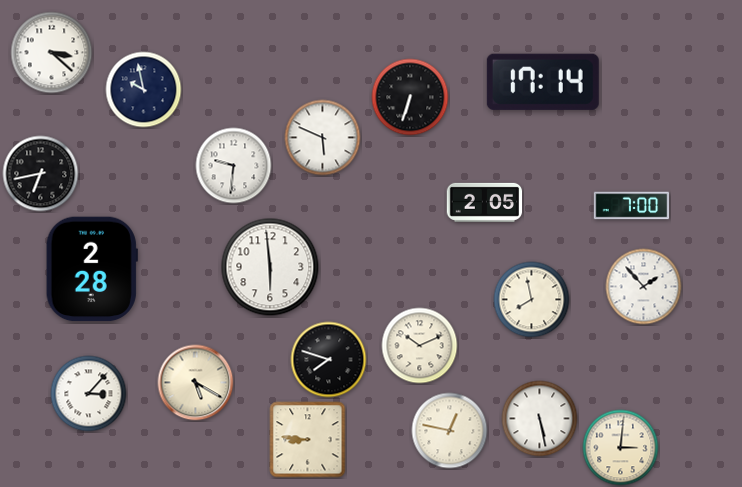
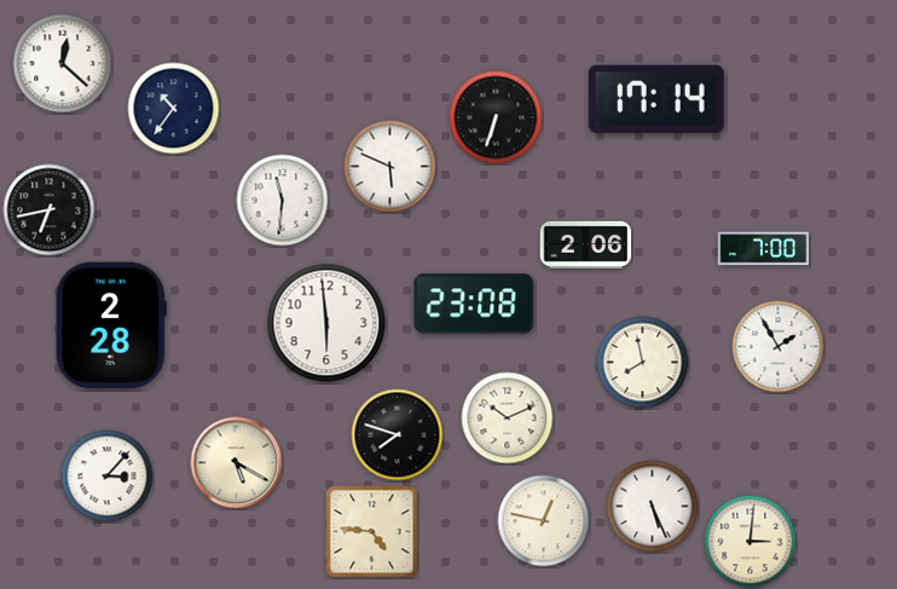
clock at (52, 53): 3:22 -> 12:22
clock at (144, 90): 9:58 -> 10:36
clock at (234, 166): 9:31 -> 11:31
clock at (485, 202): 2:05 -> 2:06
clock at (474, 304): none -> 23:08
clock at (644, 287): 1:53 -> 1:55
clock at (540, 419): 5:28 -> 5:26
clock at (308, 440): 8:46 -> 4:46
